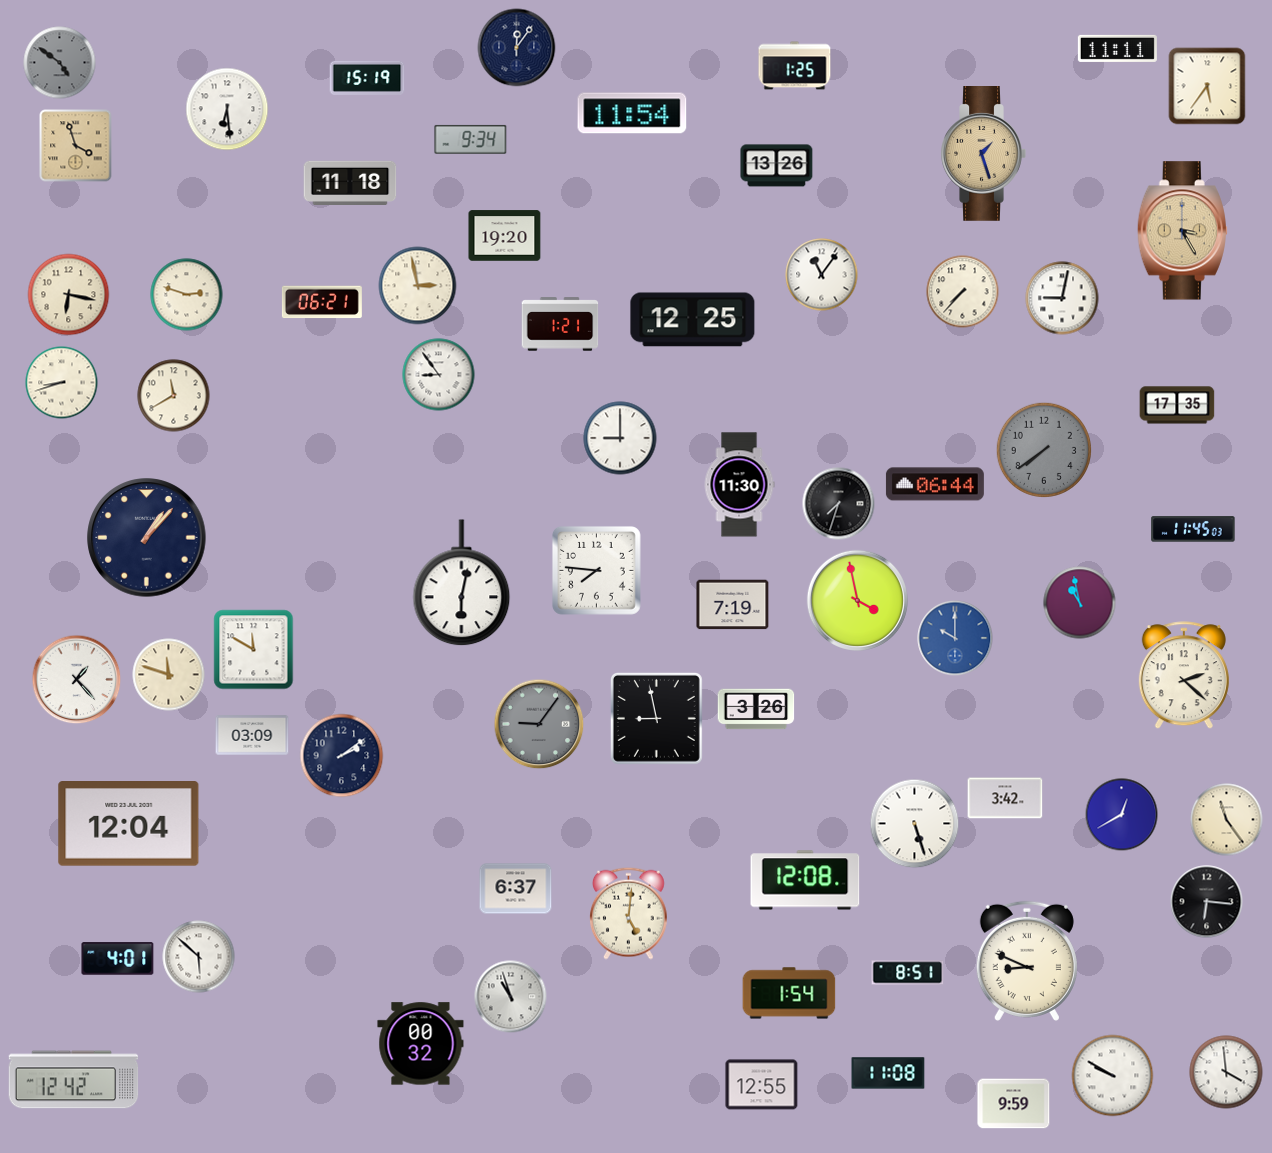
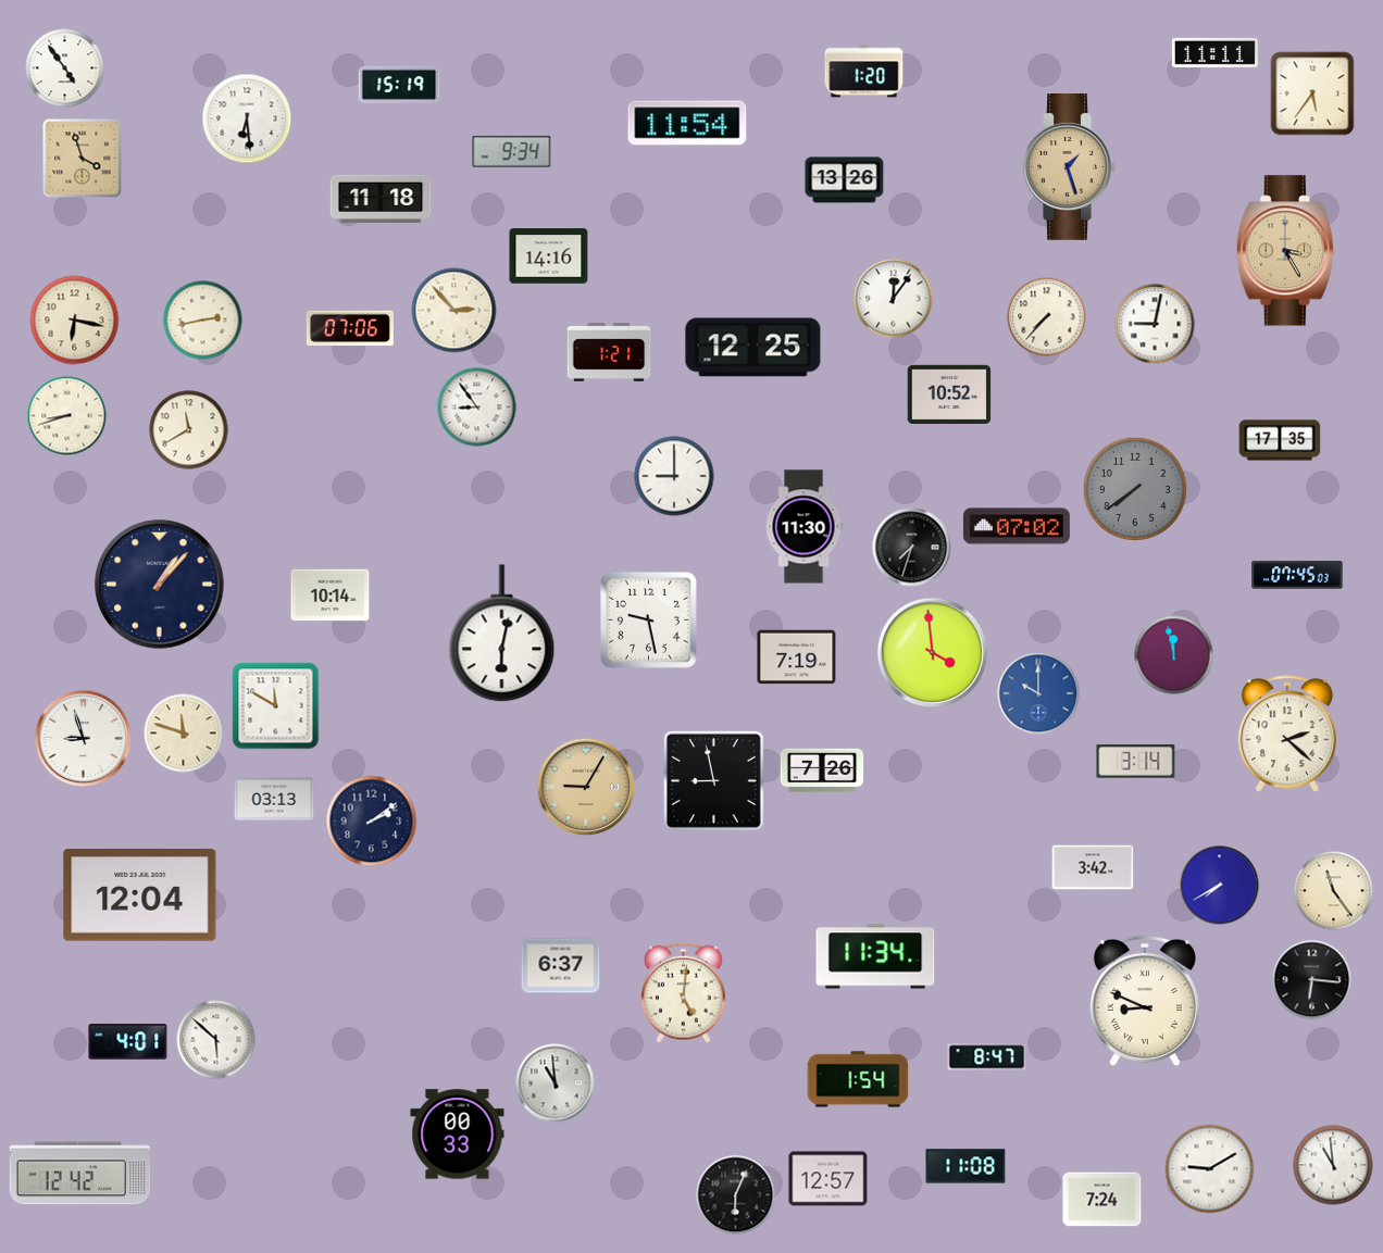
clock at (517, 48): 12:06 -> none
clock at (60, 63): 4:51 -> 4:54
clock at (60, 63) dial: grey -> white
clock at (795, 66): 1:25 -> 1:20
clock at (505, 236): 19:20 -> 14:16
clock at (822, 275): 11:06 -> 12:06
clock at (418, 286): 2:58 -> 2:53
clock at (187, 295): 2:48 -> 2:43
clock at (322, 302): 06:21 -> 07:06
clock at (949, 393): none -> 10:52
clock at (935, 484): 06:44 -> 07:02
clock at (1193, 529): 11:45 -> 07:45
clock at (331, 596): none -> 10:14
clock at (596, 570): 7:46 -> 9:28
clock at (857, 600): 3:58 -> 3:59
clock at (1080, 603): 10:58 -> 11:58
clock at (77, 680): 1:23 -> 8:57
clock at (1136, 762): none -> 3:14
clock at (756, 709): 3:26 -> 7:26
clock at (539, 724): 9:06 -> 9:05
clock at (539, 724) dial: grey -> champagne
clock at (252, 735): 03:09 -> 03:13
clock at (1122, 815): 12:40 -> 7:40
clock at (915, 824): 5:27 -> none
clock at (805, 880): 12:08 -> 11:34
clock at (1027, 961) position: (1027, 961) -> (1145, 1001)
clock at (908, 973): 8:51 -> 8:47
clock at (511, 997): 10:57 -> 10:59
clock at (421, 1044): 00:32 -> 00:33
clock at (1226, 1072): 3:59 -> 10:59
clock at (1113, 1076): 9:50 -> 9:10
clock at (762, 1085): 12:55 -> 12:57
clock at (736, 1195): none -> 6:04
clock at (1014, 1104): 9:59 -> 7:24
